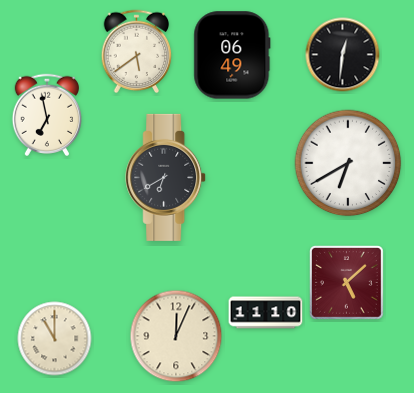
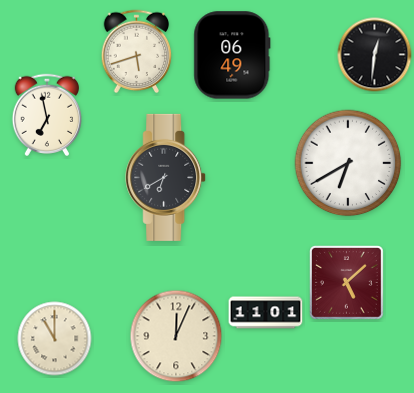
clock at (137, 52): 5:39 -> 5:42
clock at (343, 55) position: (343, 55) -> (375, 55)
clock at (266, 313): 11:10 -> 11:01
